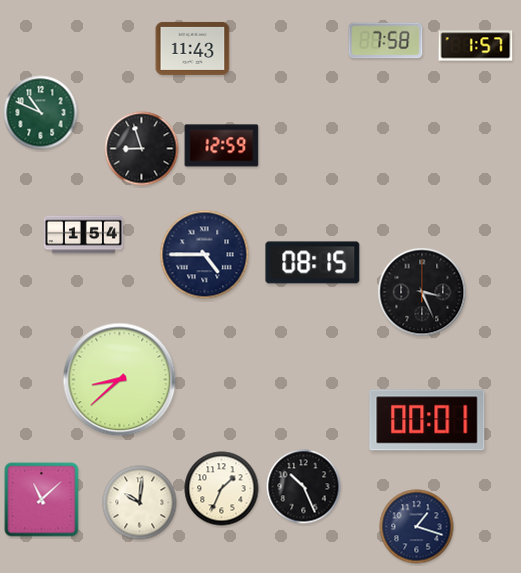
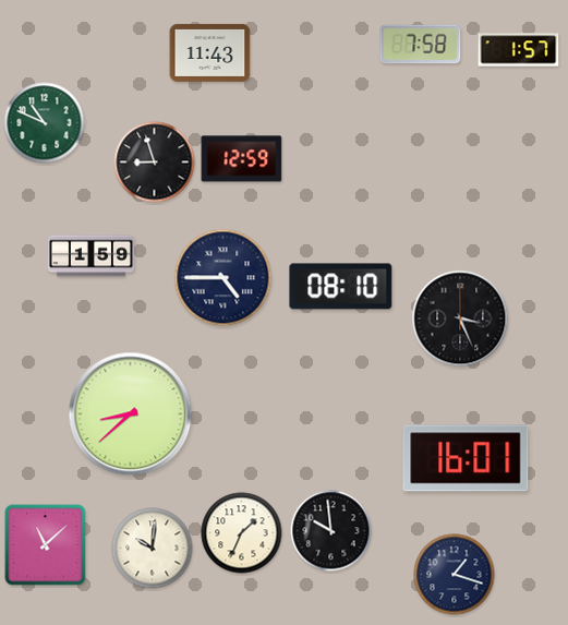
clock at (83, 235): 1:54 -> 1:59
clock at (313, 263): 08:15 -> 08:10
clock at (427, 420): 00:01 -> 16:01
clock at (304, 487): 10:26 -> 9:59
